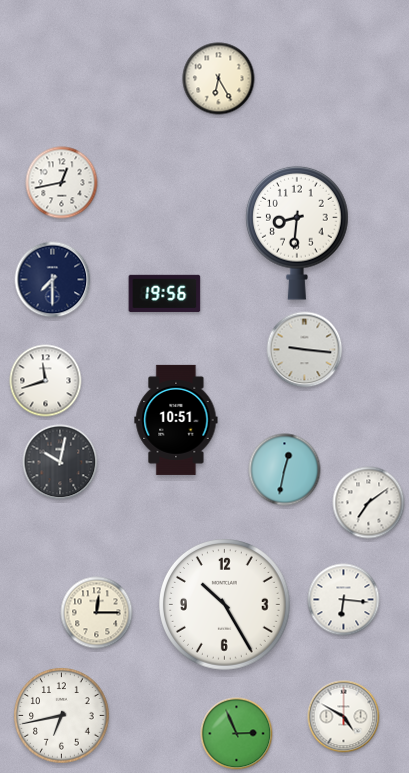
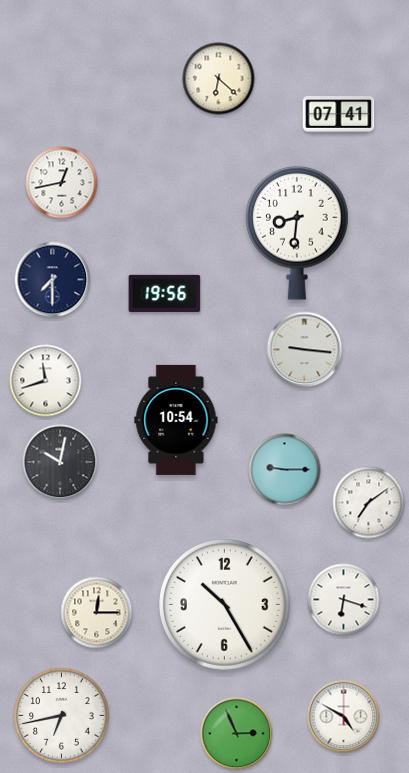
clock at (219, 79): 6:25 -> 6:22
clock at (339, 115): none -> 07:41
clock at (176, 420): 10:51 -> 10:54
clock at (285, 470): 12:32 -> 9:15
clock at (344, 600): 6:16 -> 6:18
